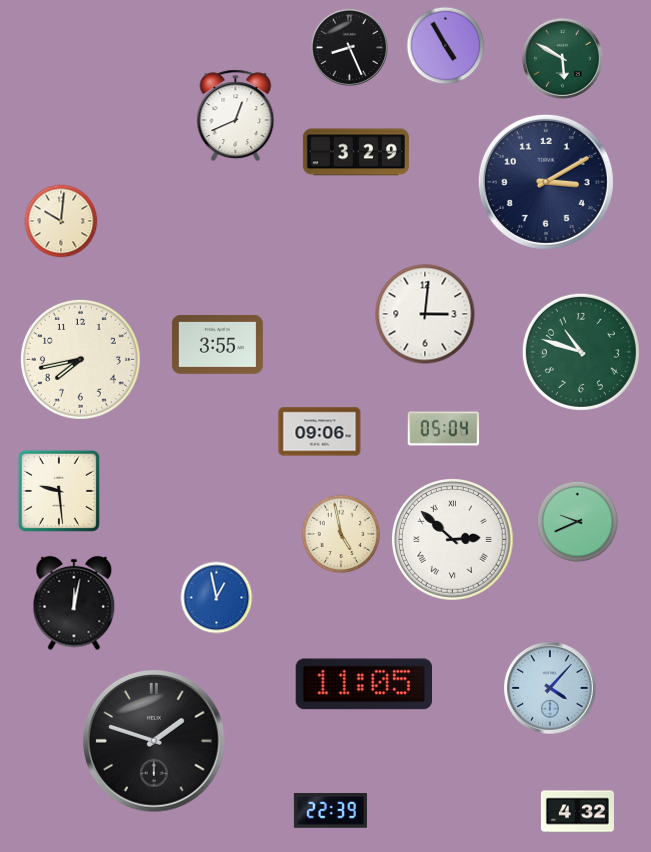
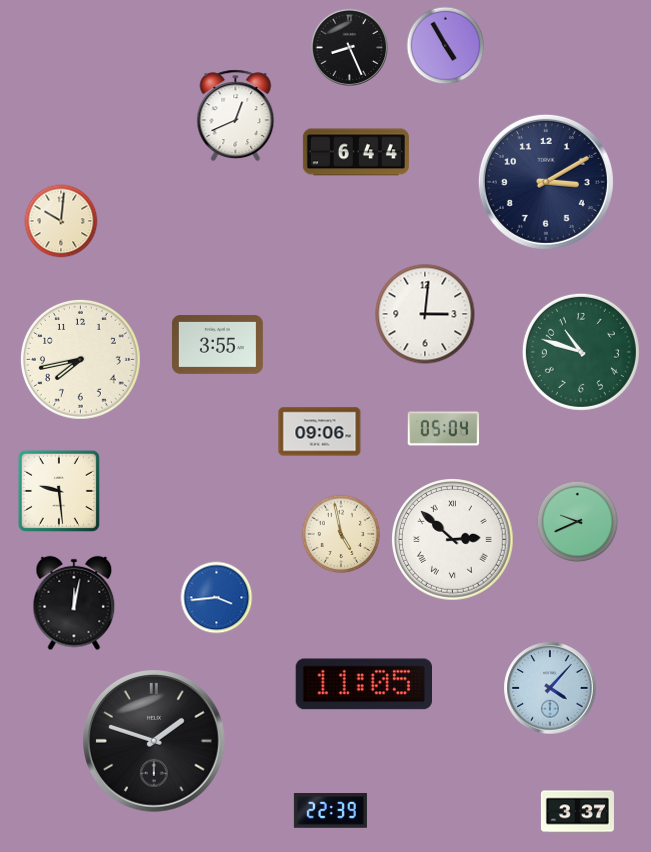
clock at (562, 58): 5:50 -> none
clock at (356, 152): 3:29 -> 6:44
clock at (217, 598): 12:58 -> 3:44
clock at (577, 812): 4:32 -> 3:37
